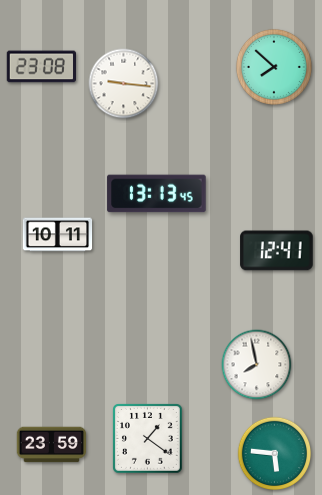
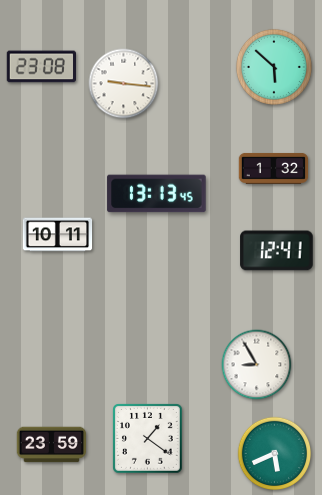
clock at (274, 67): 7:52 -> 5:52
clock at (274, 168): none -> 1:32
clock at (257, 365): 7:58 -> 8:55
clock at (275, 454): 5:46 -> 5:41
